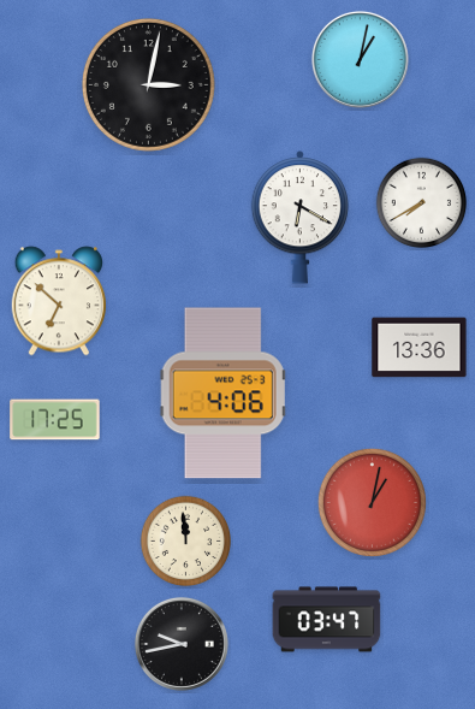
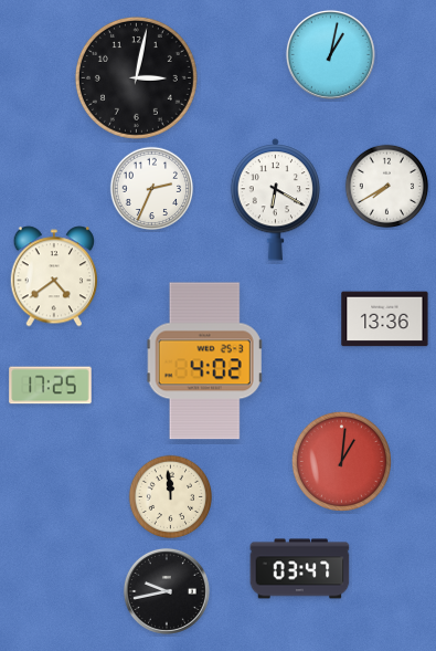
clock at (152, 189): none -> 2:34
clock at (59, 301): 6:52 -> 4:39
clock at (224, 394): 4:06 -> 4:02
clock at (372, 502): 1:02 -> 1:01
